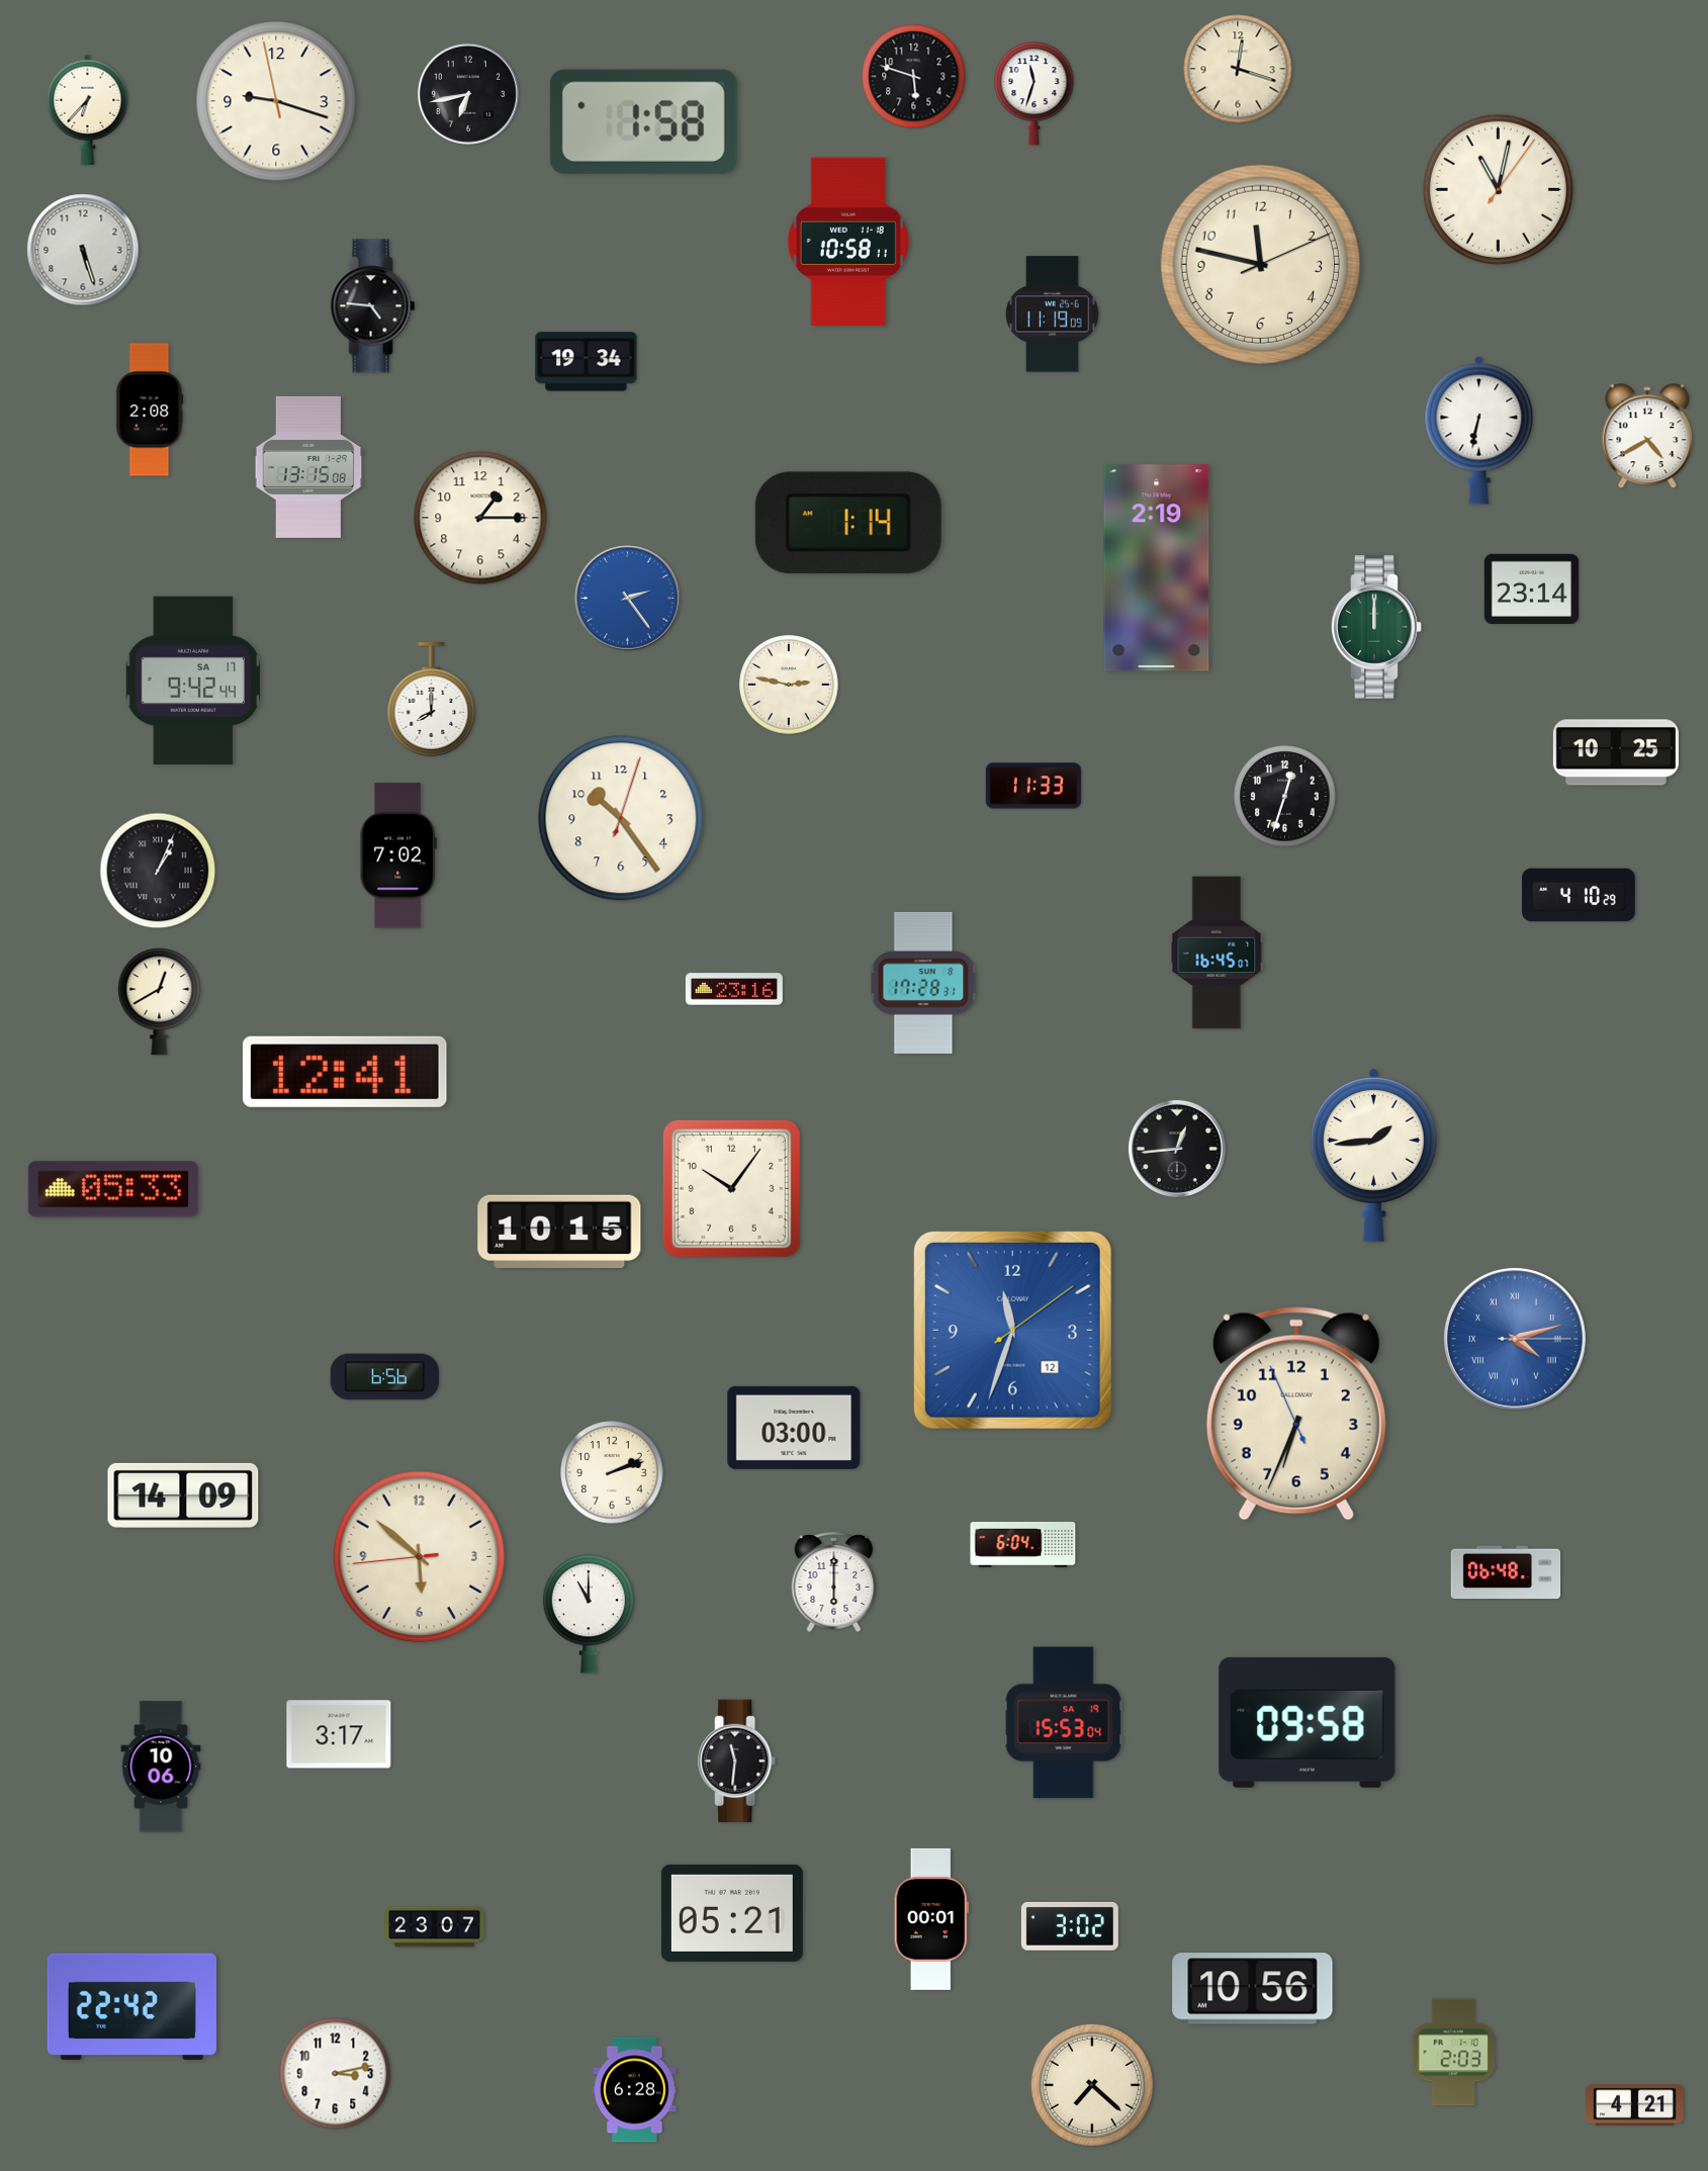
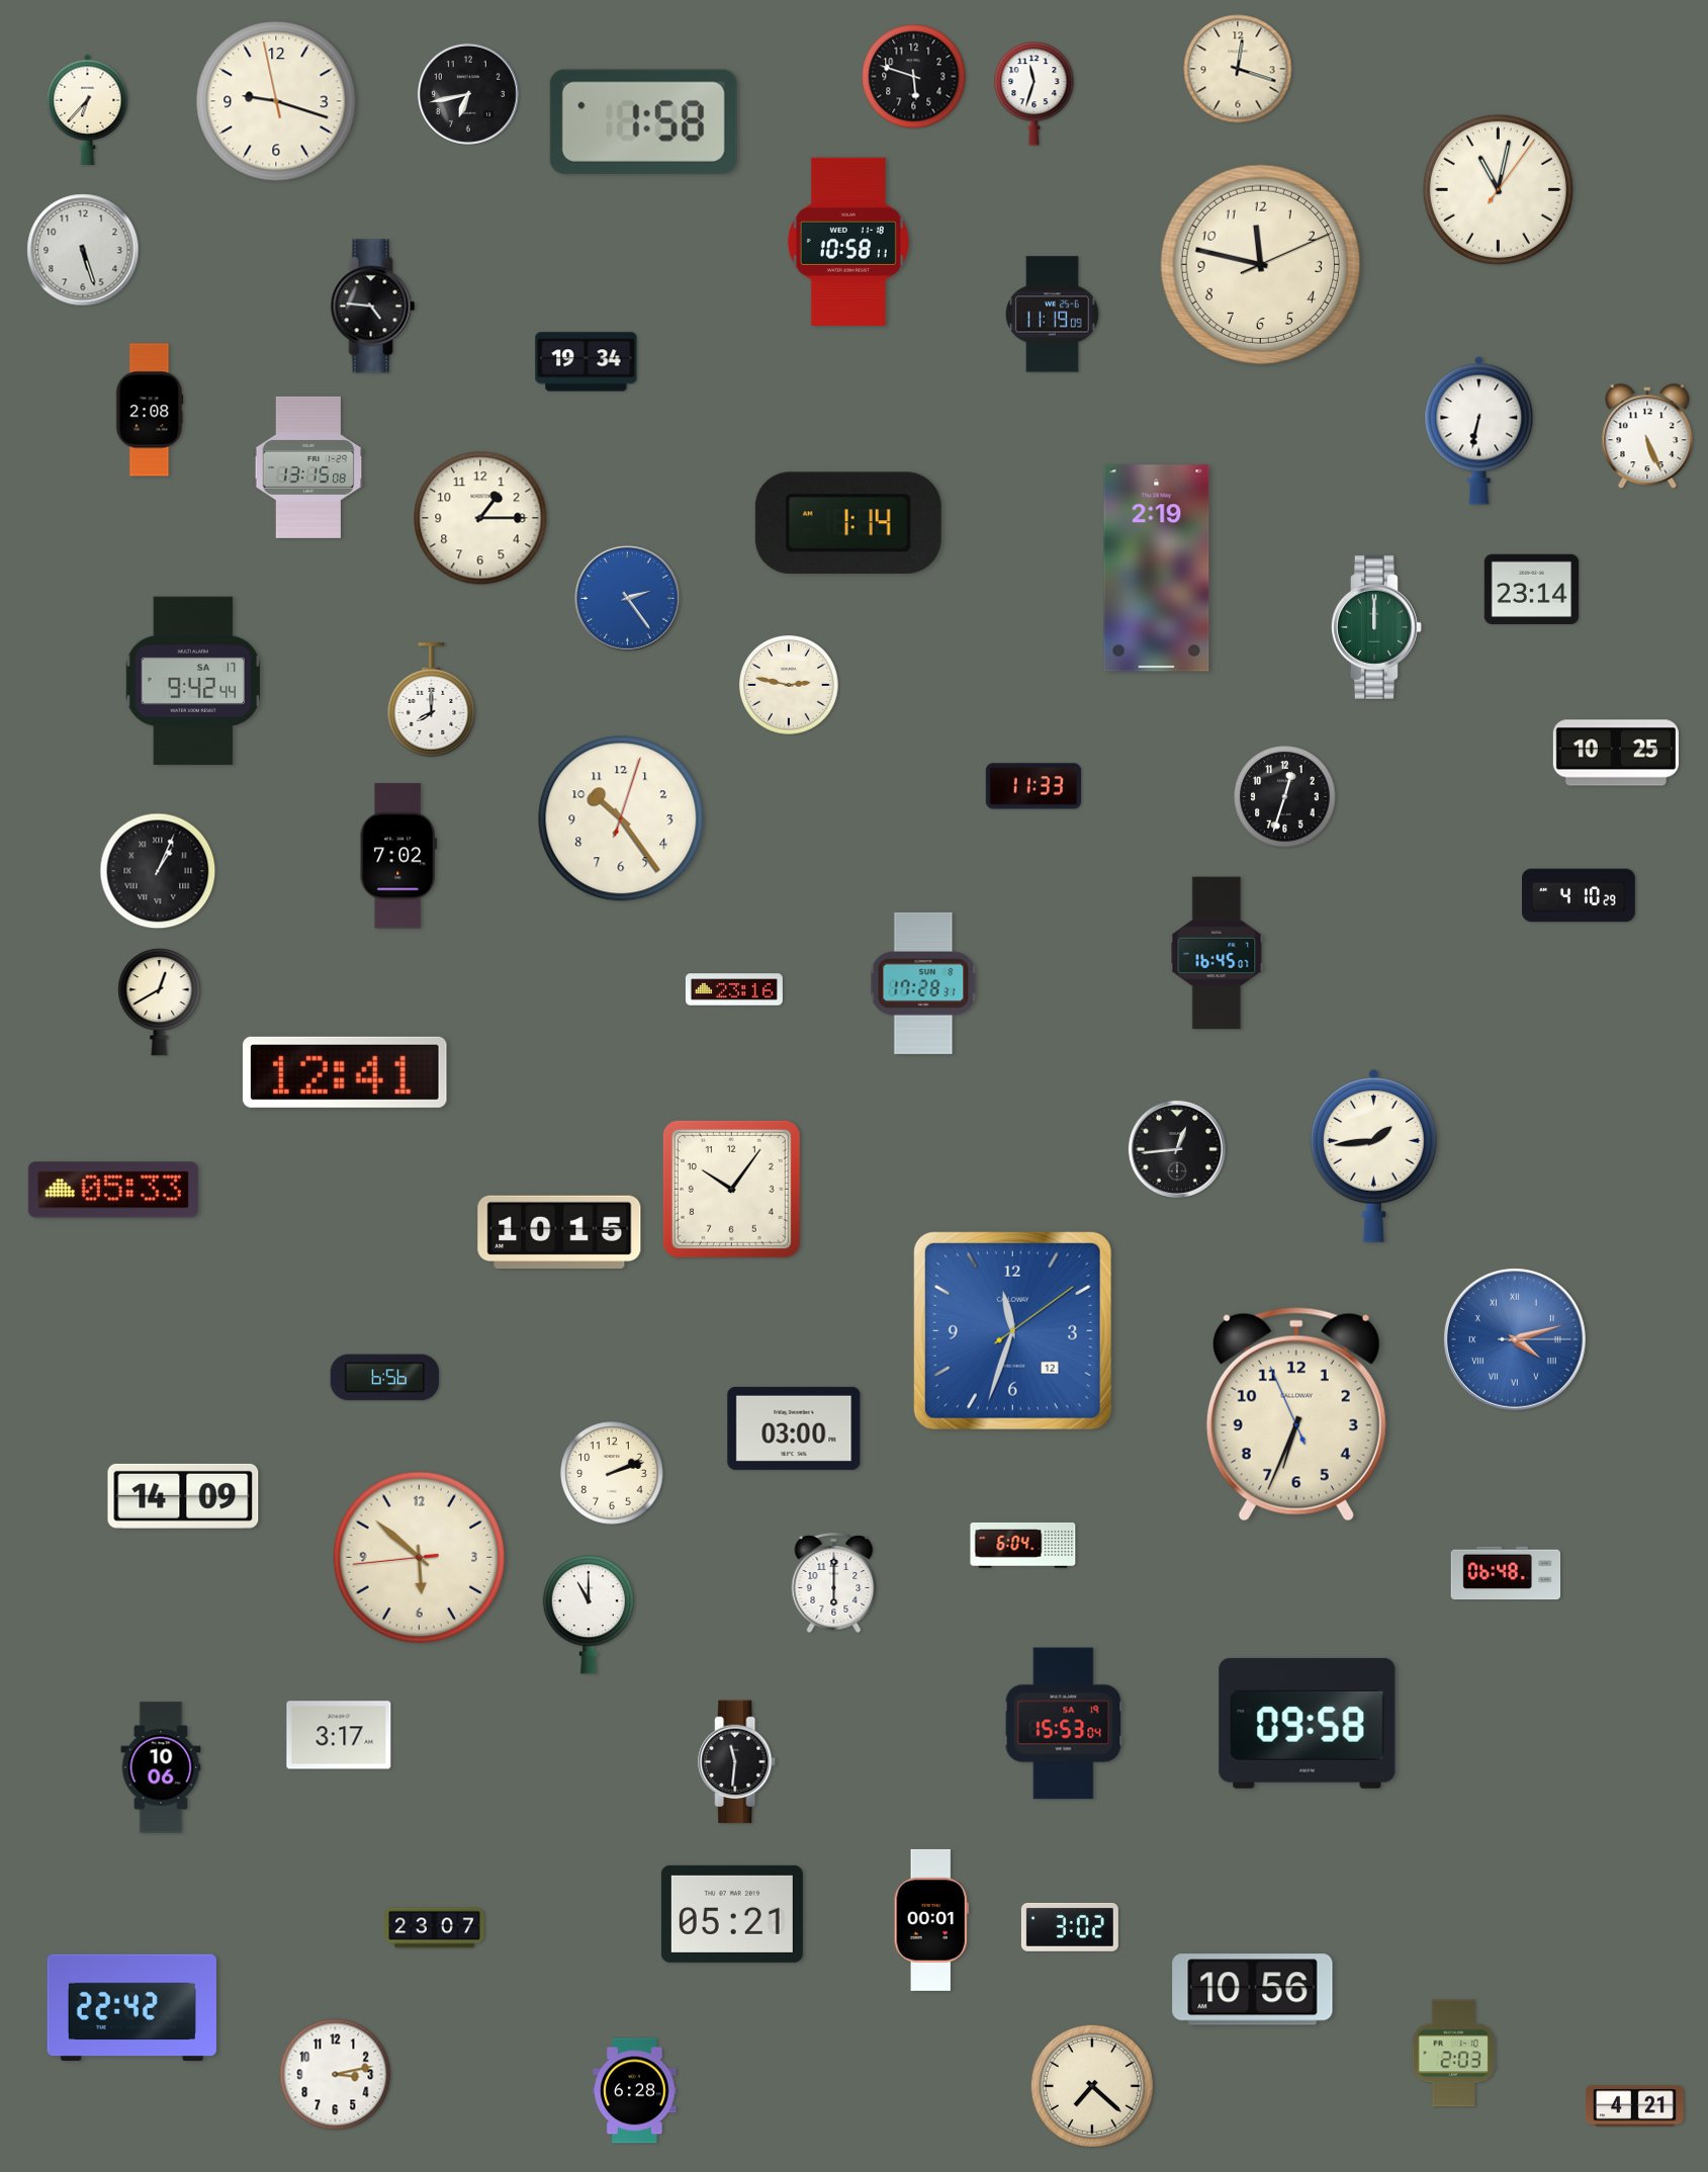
clock at (1647, 437): 4:40 -> 5:26
